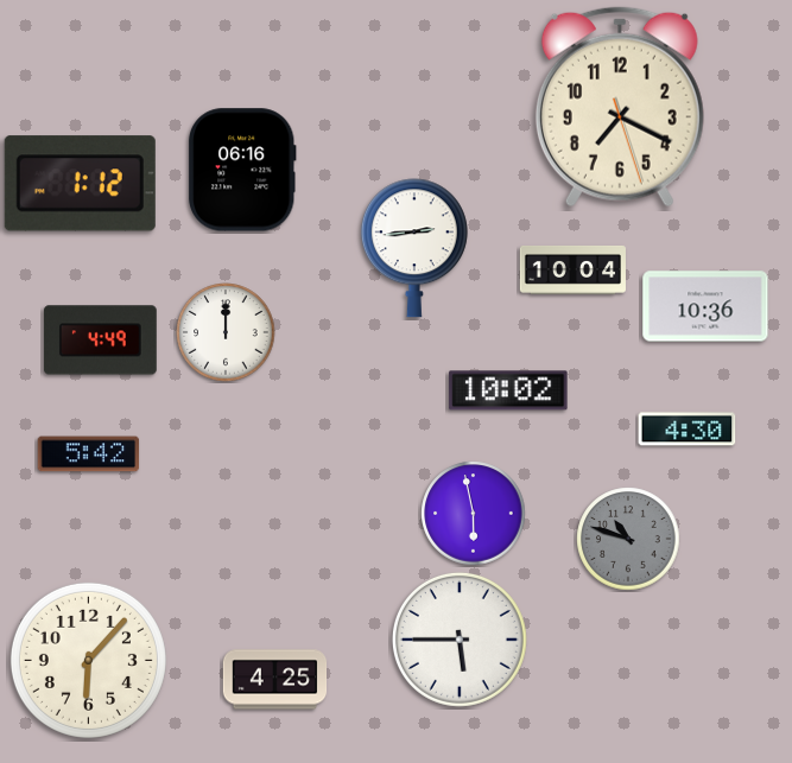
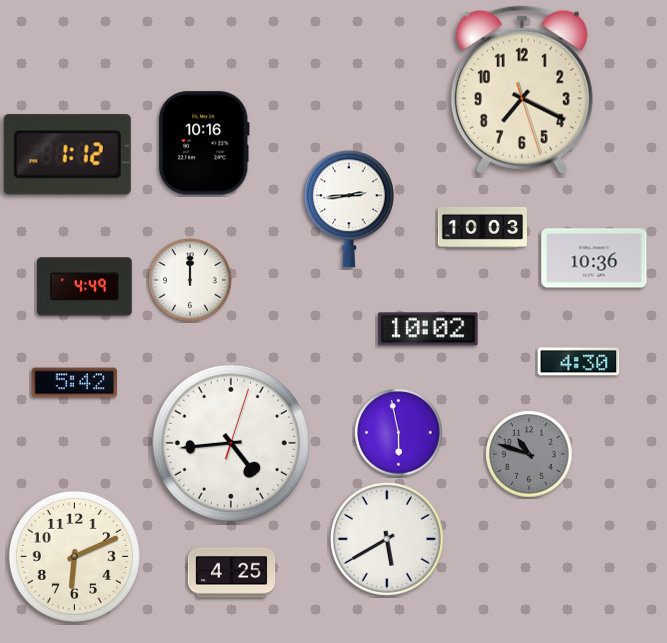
clock at (242, 170): 06:16 -> 10:16
clock at (572, 269): 10:04 -> 10:03
clock at (231, 443): none -> 4:44
clock at (460, 640): 5:45 -> 5:40
clock at (88, 660): 6:07 -> 6:11
